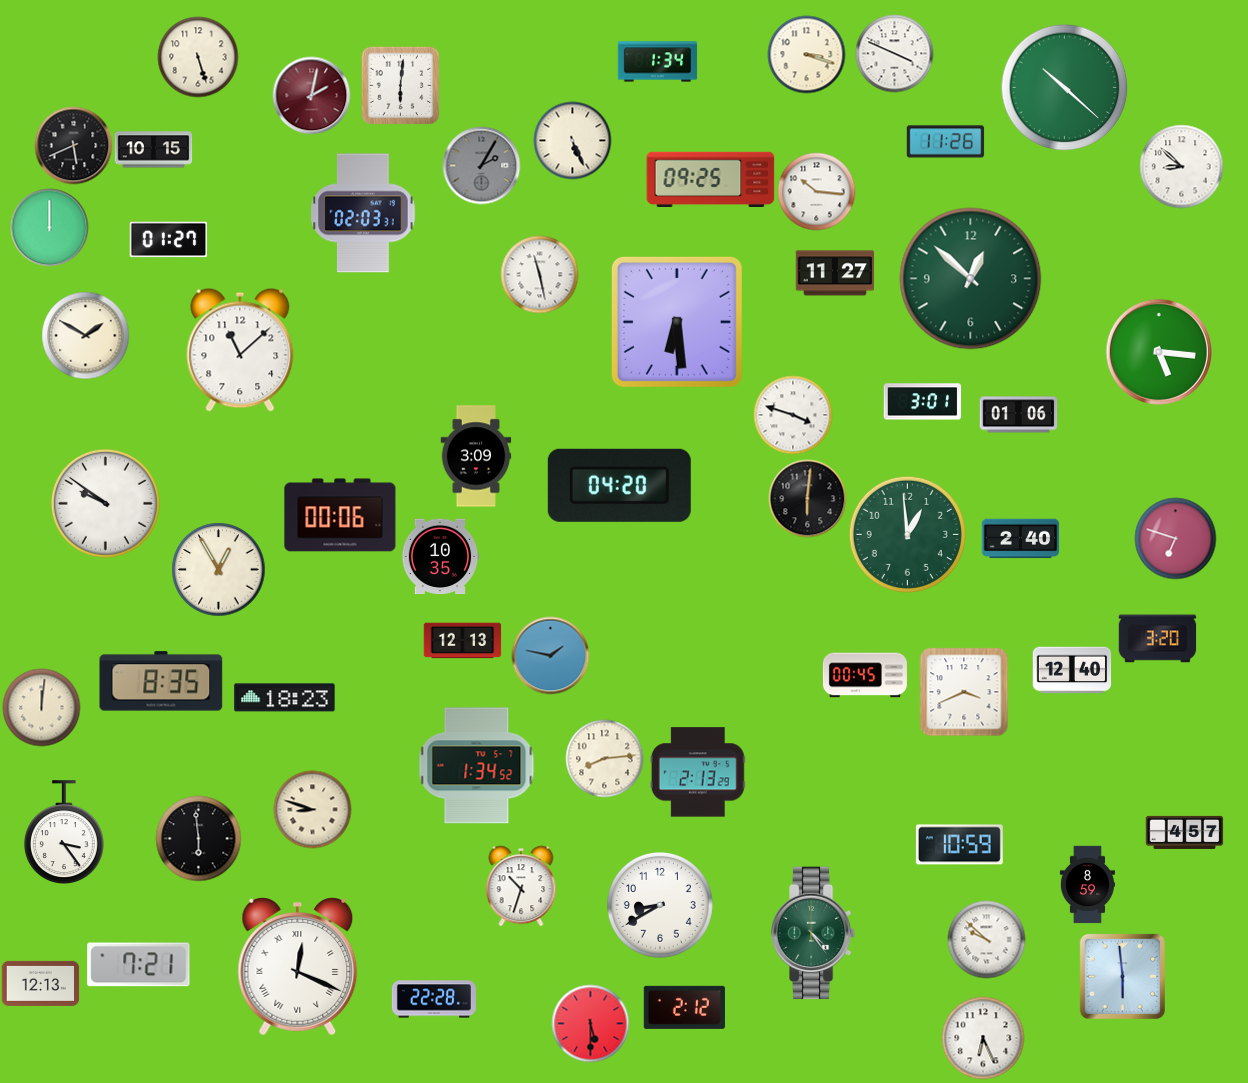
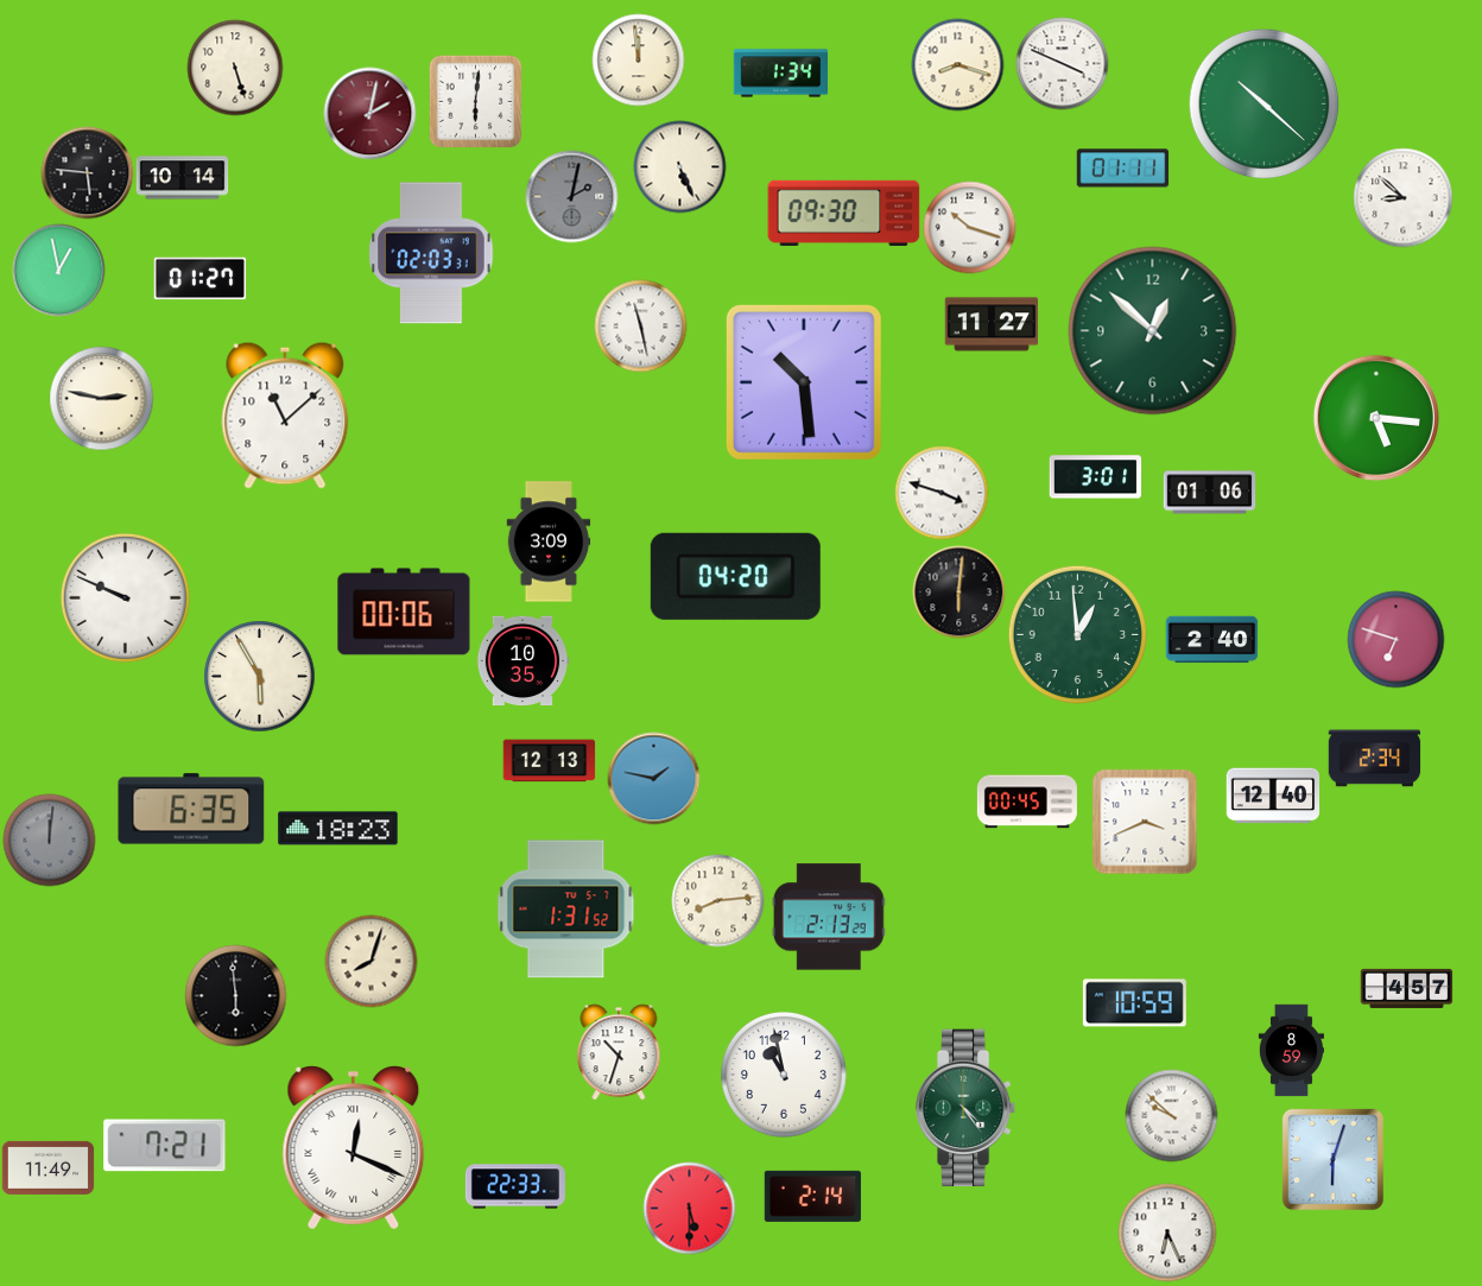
clock at (638, 59): none -> 11:59
clock at (806, 54): 3:18 -> 8:18
clock at (945, 142): 11:26 -> 01:11
clock at (73, 145): 5:41 -> 5:46
clock at (153, 150): 10:15 -> 10:14
clock at (481, 165): 2:05 -> 2:02
clock at (711, 179): 09:25 -> 09:30
clock at (816, 191): 10:16 -> 10:18
clock at (49, 227): 12:00 -> 12:58
clock at (168, 240) position: (168, 240) -> (199, 279)
clock at (677, 322): 6:29 -> 10:29
clock at (85, 335): 1:50 -> 2:47
clock at (476, 456) position: (476, 456) -> (549, 541)
clock at (105, 503): 9:51 -> 9:49
clock at (218, 569): 12:55 -> 5:55
clock at (1157, 639): 3:20 -> 2:34
clock at (161, 681): 8:35 -> 6:35
clock at (41, 707) dial: cream -> grey
clock at (477, 766): 1:34 -> 1:31
clock at (312, 809): 8:48 -> 8:03
clock at (64, 832): 3:24 -> none
clock at (959, 845) position: (959, 845) -> (1134, 1003)
clock at (660, 905): 8:40 -> 10:58
clock at (1122, 976): 5:59 -> 6:03
clock at (40, 983): 12:13 -> 11:49
clock at (434, 999): 22:28 -> 22:33
clock at (684, 1007): 2:12 -> 2:14
clock at (590, 1023) position: (590, 1023) -> (689, 1208)
